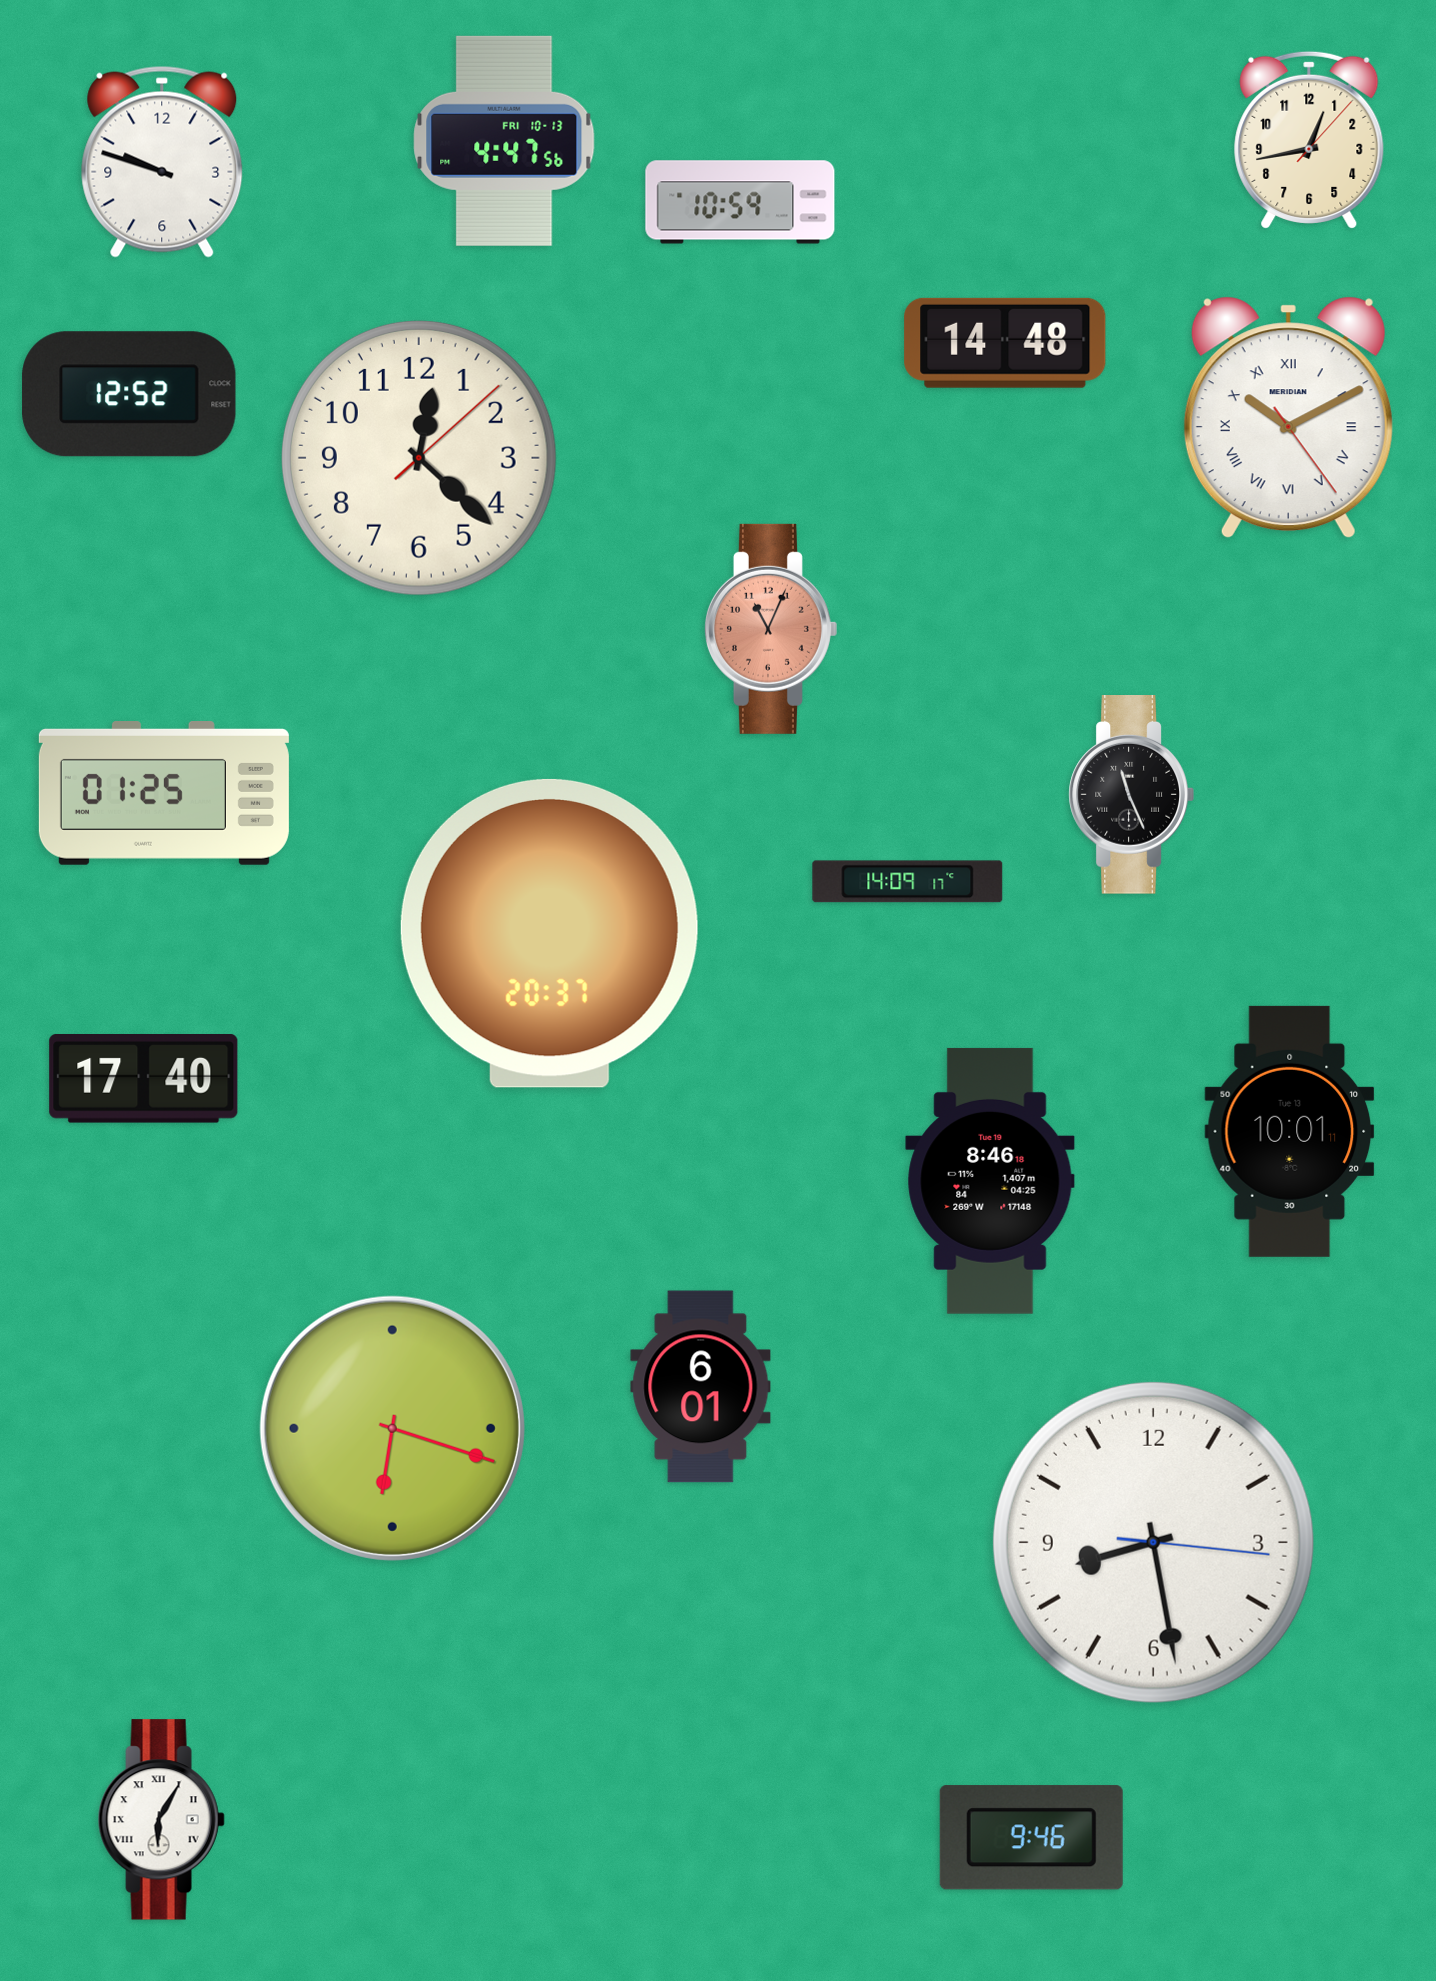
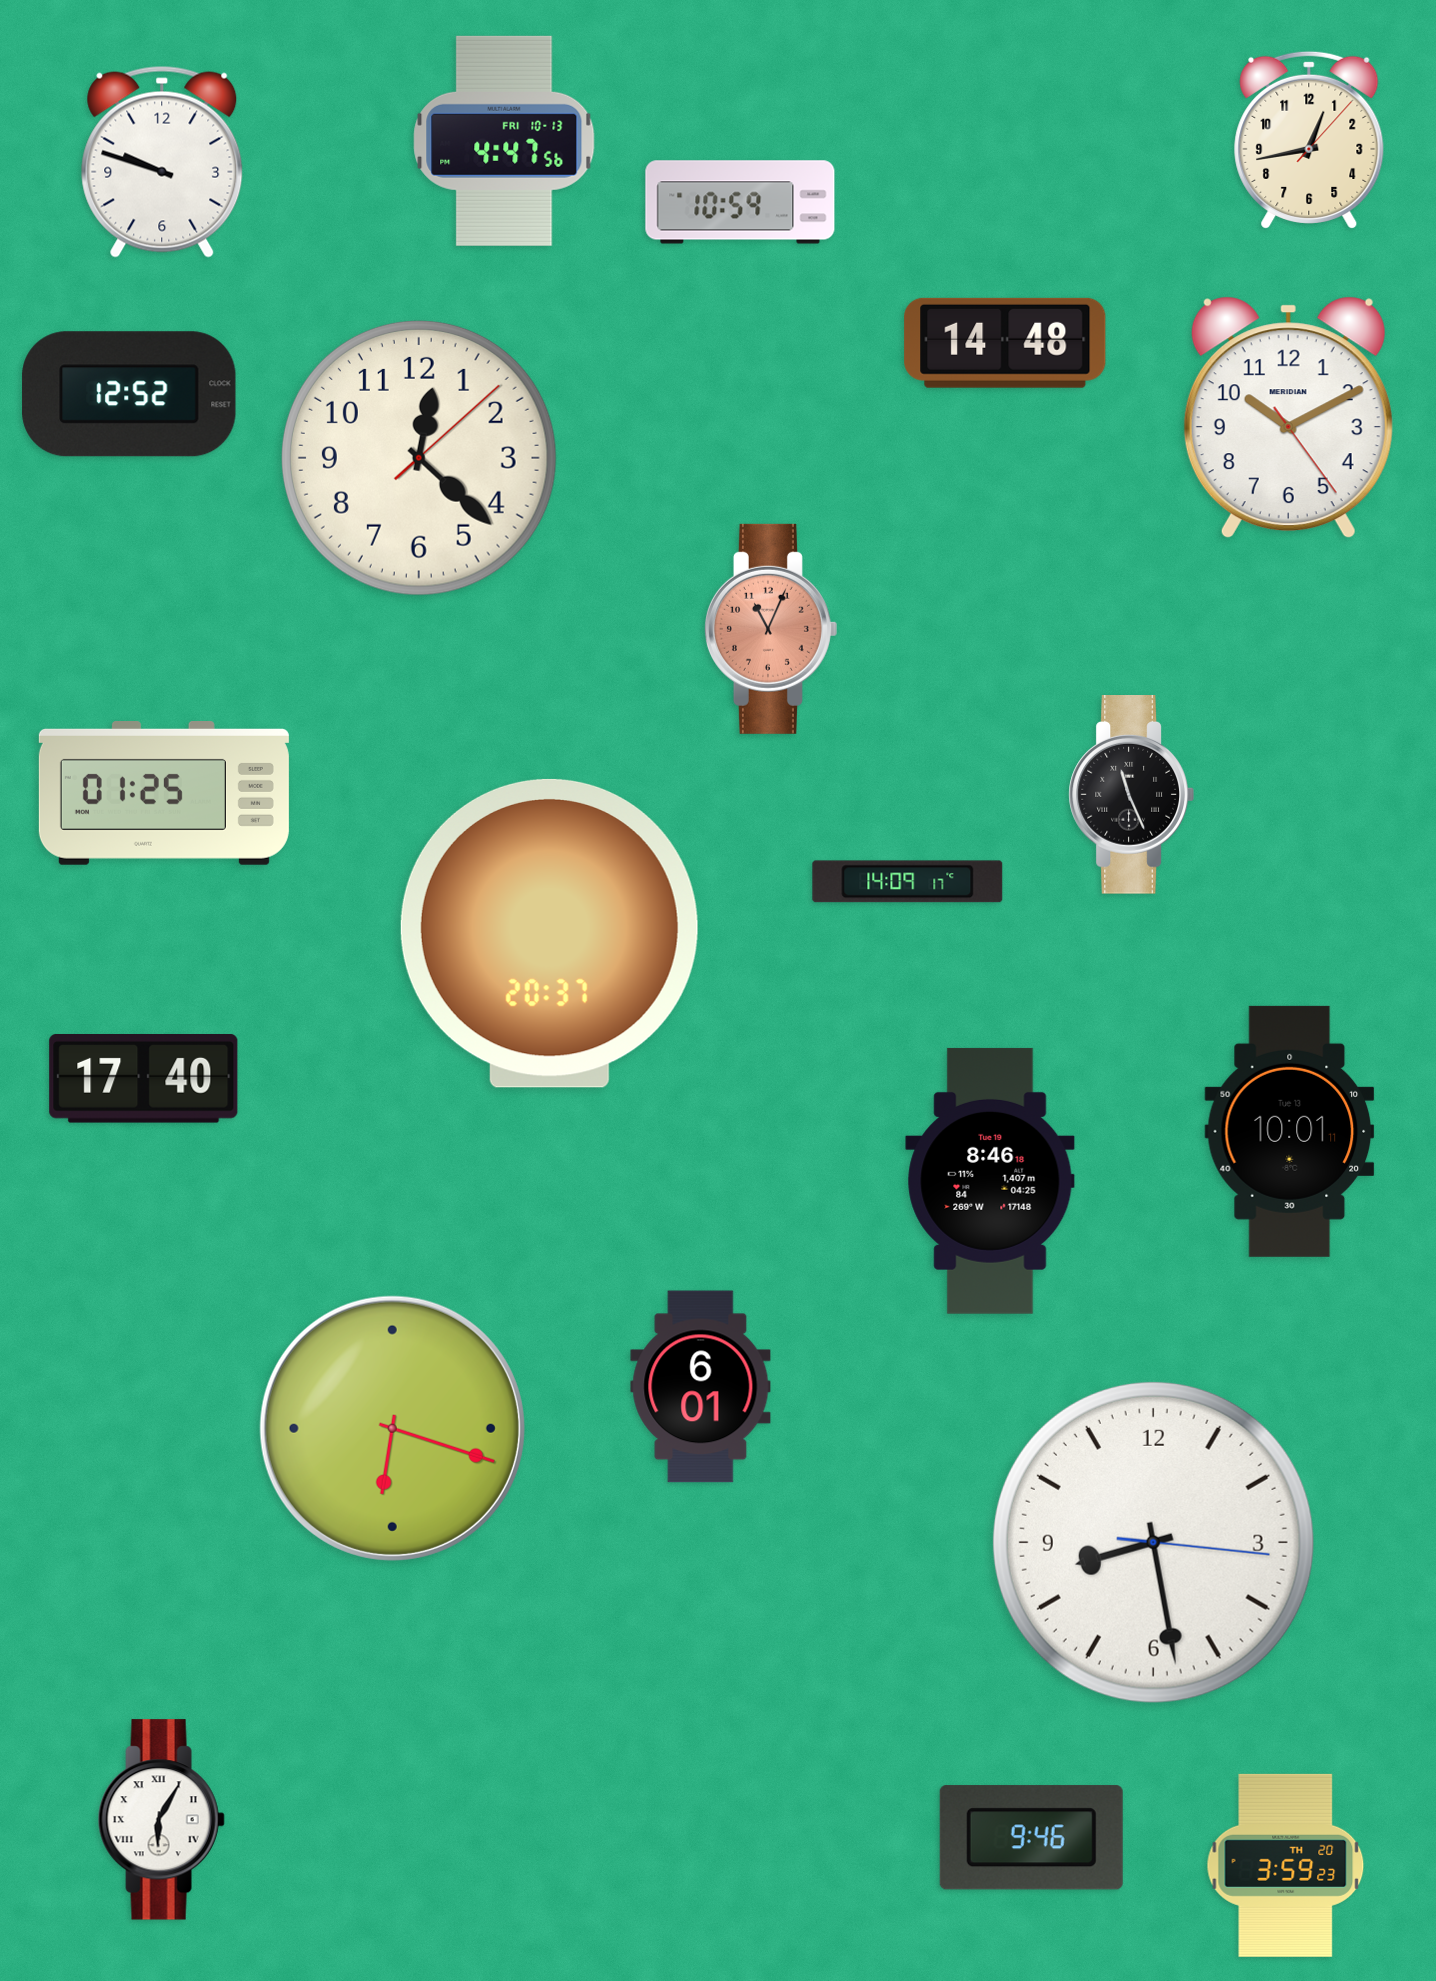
clock at (1288, 418) numerals: Roman -> Arabic
clock at (1286, 1865): none -> 3:59
